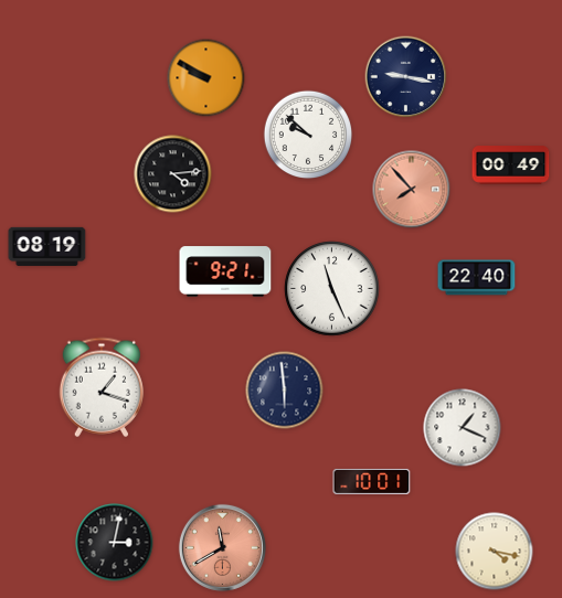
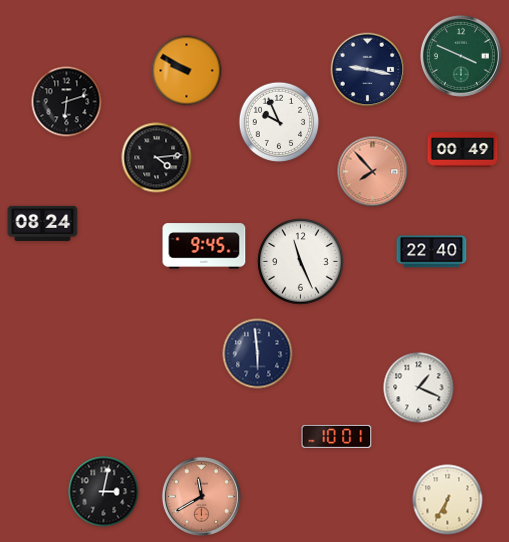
clock at (461, 56): none -> 3:49
clock at (67, 102): none -> 6:12
clock at (308, 135): 9:52 -> 9:56
clock at (47, 246): 08:19 -> 08:24
clock at (225, 271): 9:21 -> 9:45
clock at (100, 387): 1:18 -> none
clock at (495, 552): 4:17 -> 6:35
